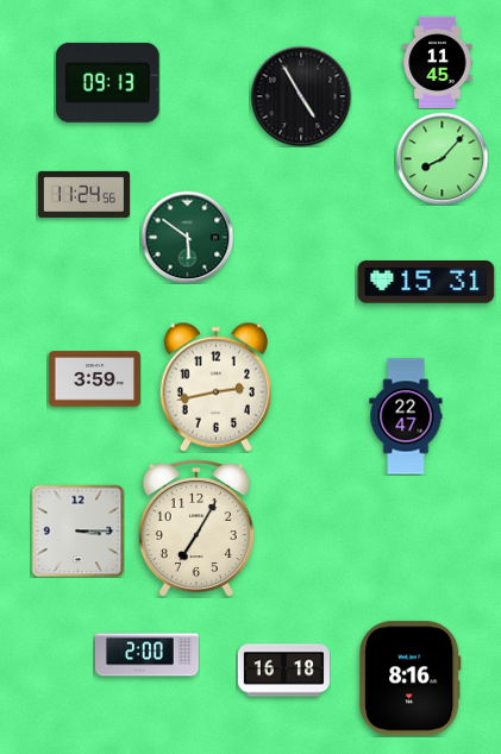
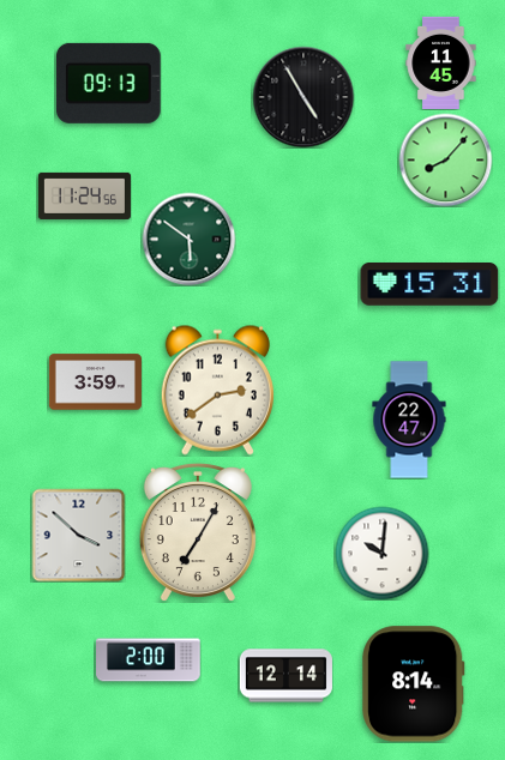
clock at (215, 387): 2:43 -> 2:39
clock at (77, 530): 3:15 -> 3:52
clock at (381, 553): none -> 10:01
clock at (283, 671): 16:18 -> 12:14
clock at (411, 679): 8:16 -> 8:14
